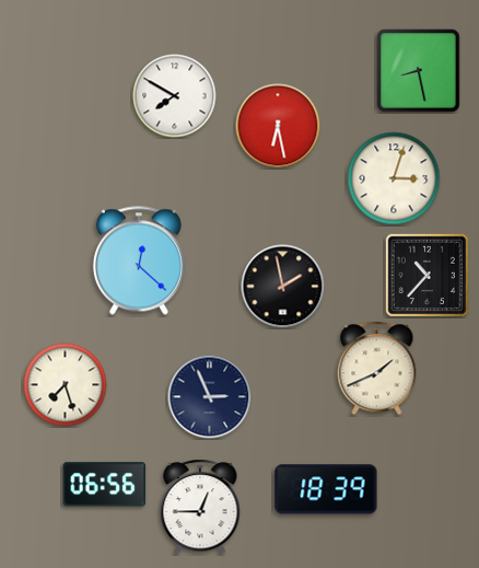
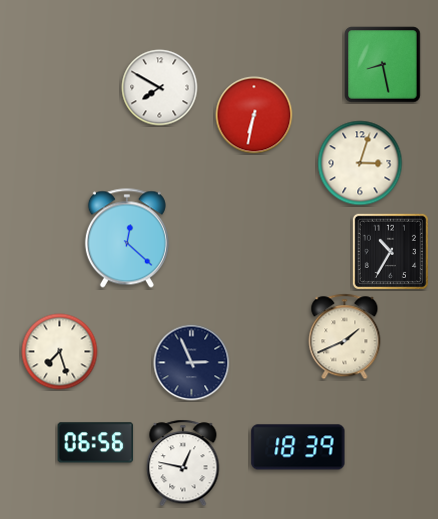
clock at (278, 126): 6:28 -> 6:32
clock at (427, 275): 10:37 -> 10:35
clock at (283, 287): 1:58 -> none
clock at (200, 507): 12:45 -> 12:47
